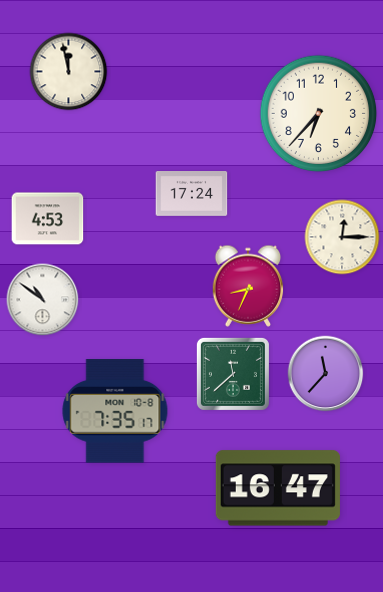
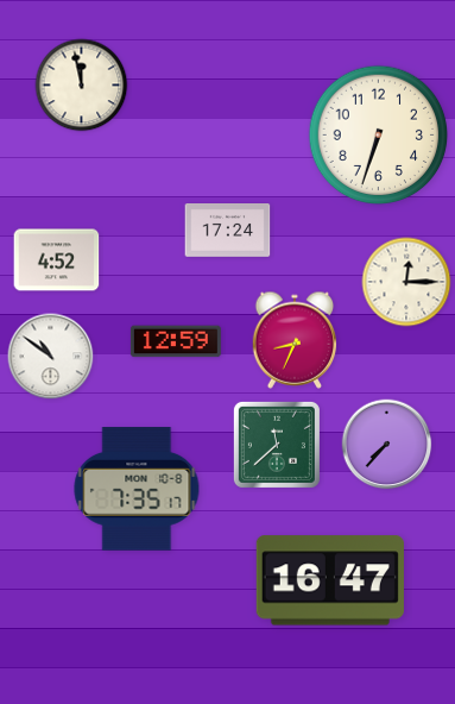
clock at (319, 114): 6:37 -> 6:33
clock at (48, 219): 4:53 -> 4:52
clock at (176, 341): none -> 12:59
clock at (326, 374): 11:37 -> 7:37
